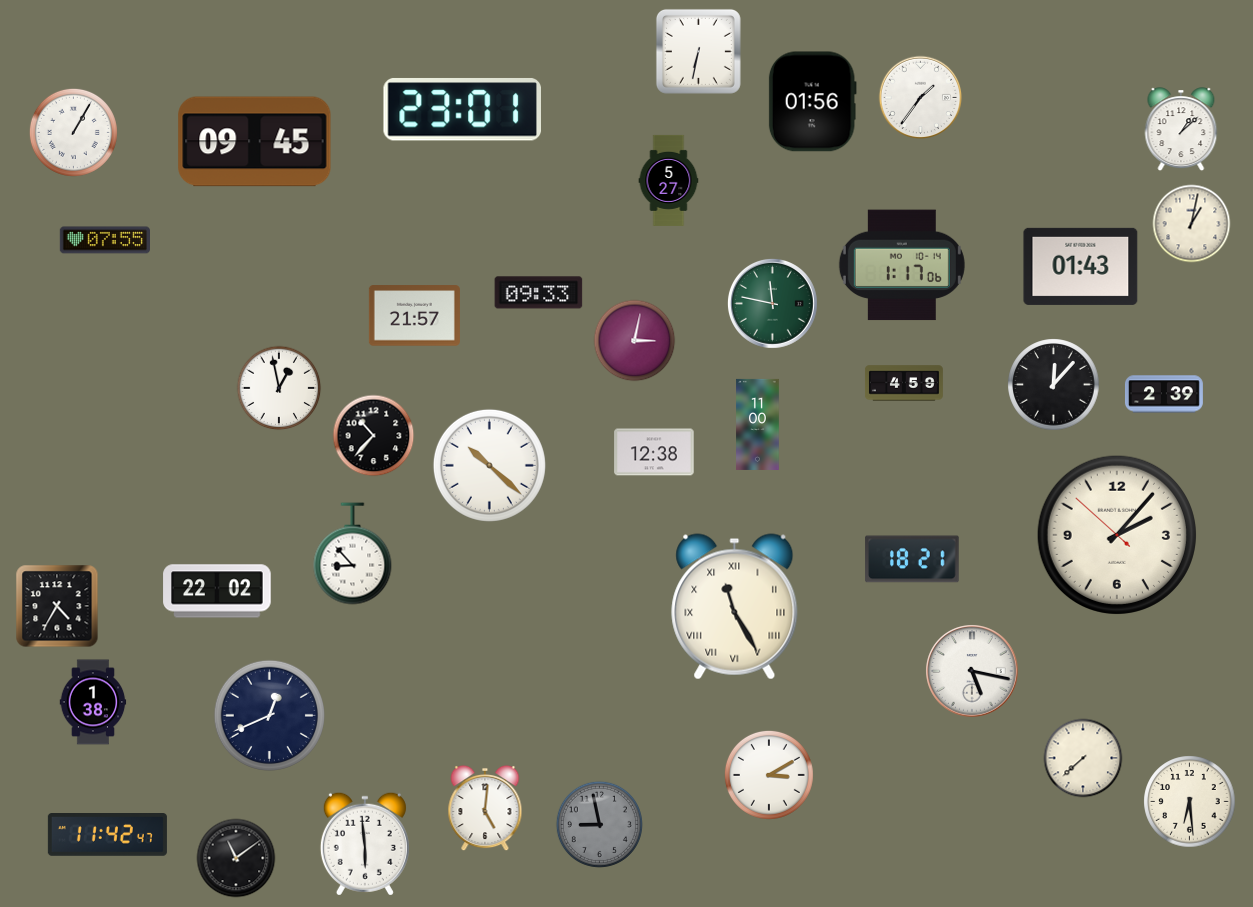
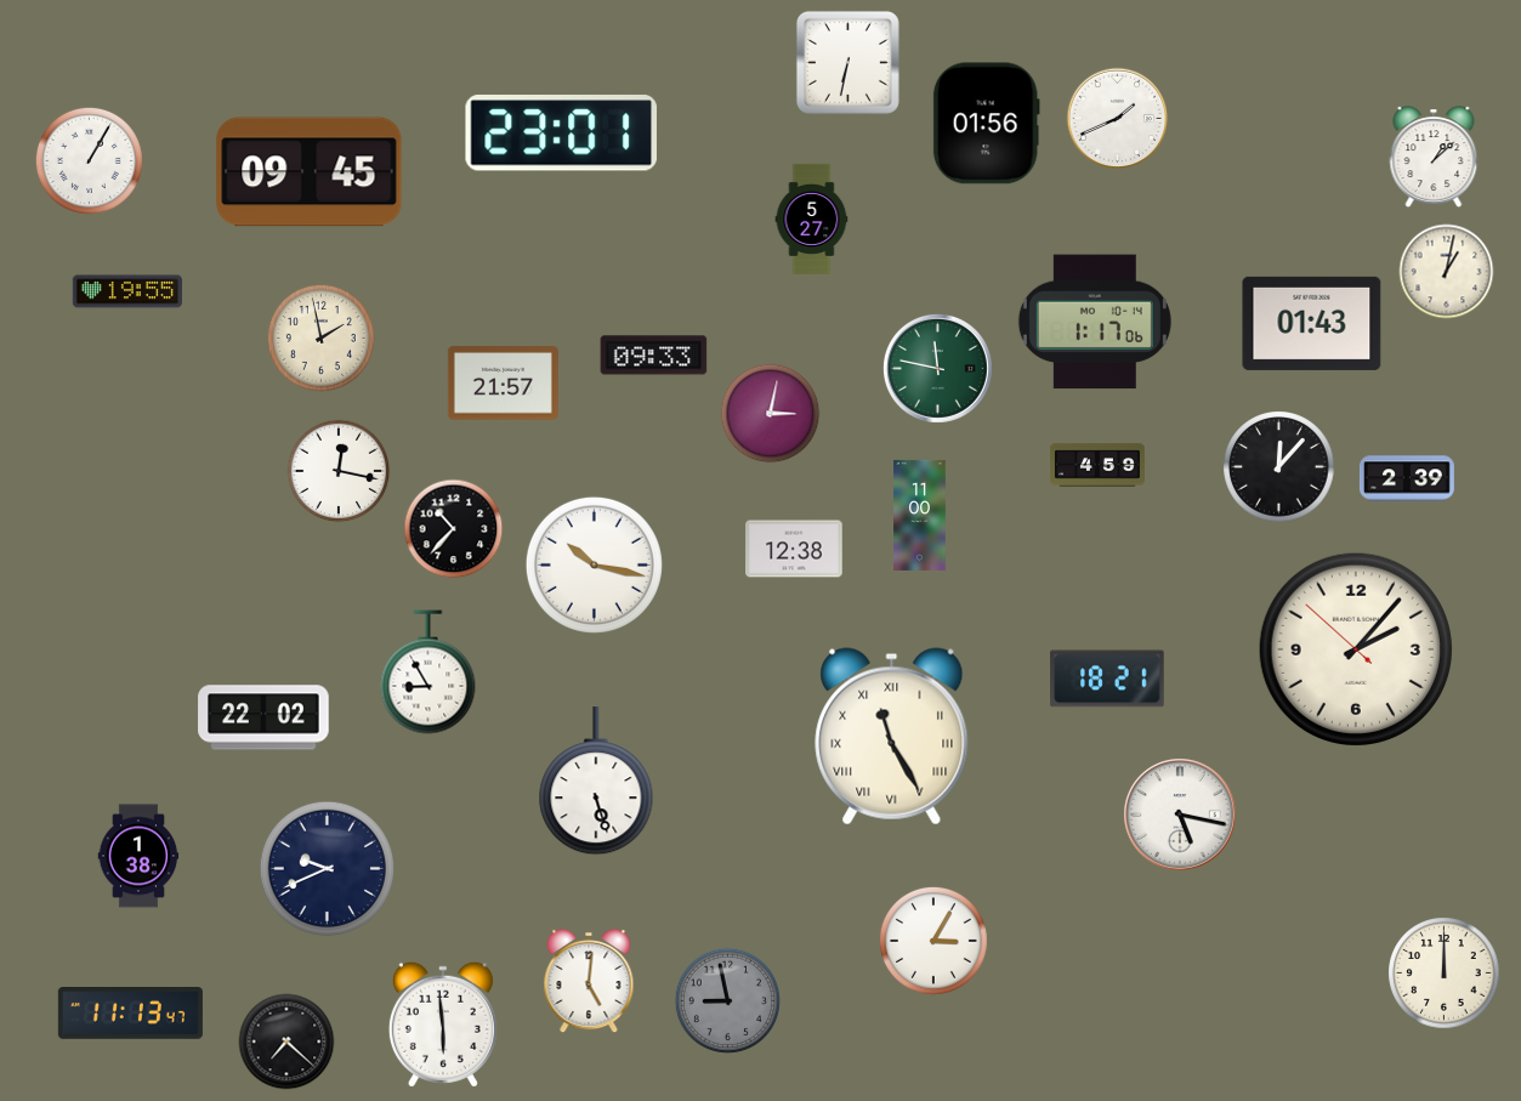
clock at (921, 98): 1:36 -> 1:41
clock at (104, 240): 07:55 -> 19:55
clock at (320, 337): none -> 1:58
clock at (279, 388): 12:58 -> 12:17
clock at (1164, 394) position: (1164, 394) -> (1407, 478)
clock at (489, 465): 10:22 -> 10:17
clock at (353, 554): 8:53 -> 8:55
clock at (57, 606): 4:35 -> none
clock at (596, 782): none -> 5:27
clock at (93, 702) position: (93, 702) -> (138, 856)
clock at (269, 715): 12:41 -> 9:41
clock at (1083, 758): 7:38 -> none
clock at (769, 775): 3:10 -> 3:05
clock at (1190, 802): 6:29 -> 12:00
clock at (107, 835): 11:42 -> 11:13
clock at (236, 858): 11:09 -> 7:22
